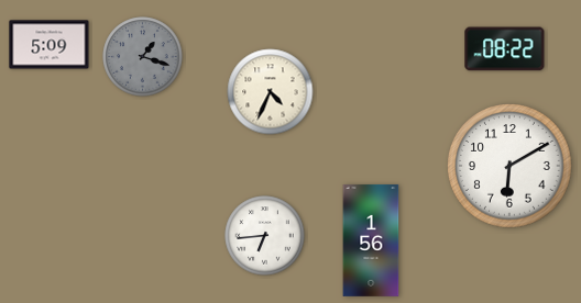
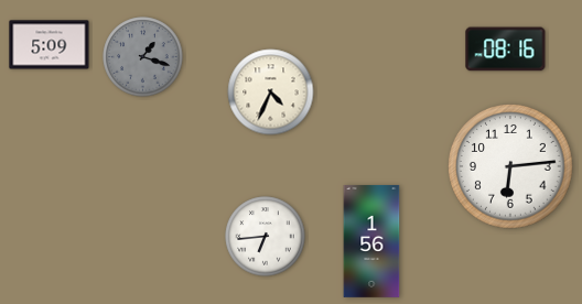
clock at (505, 49): 08:22 -> 08:16
clock at (509, 166): 6:10 -> 6:14
